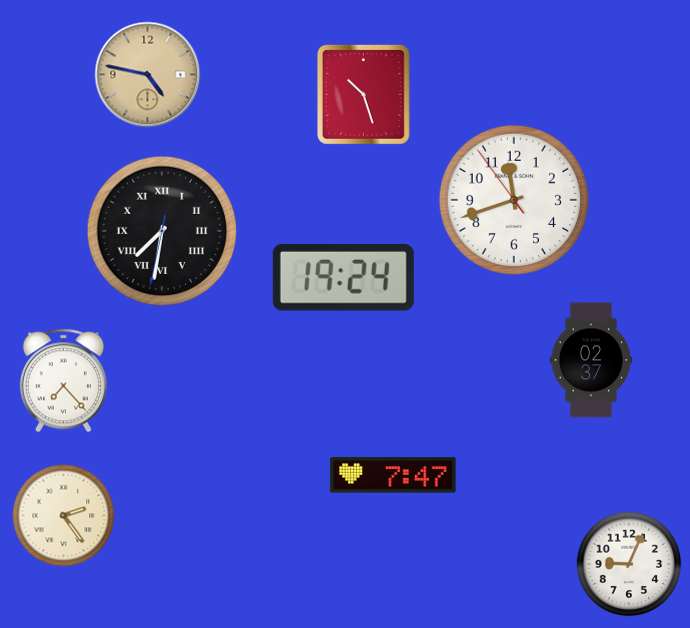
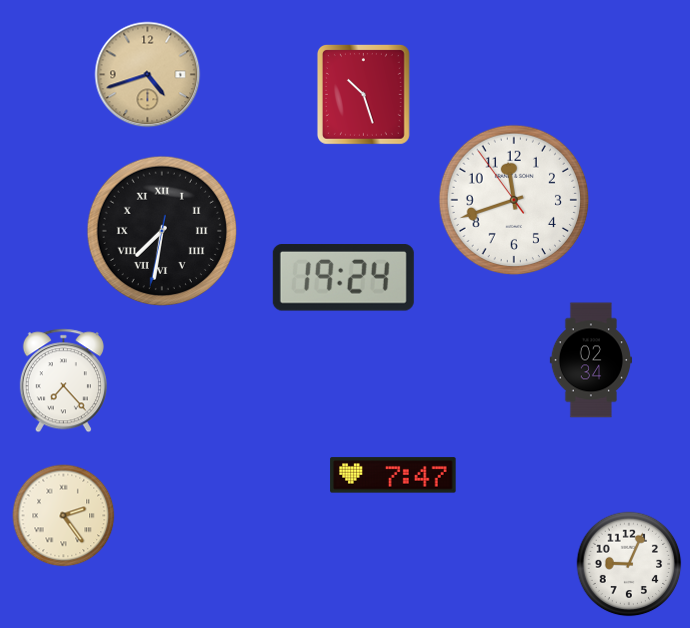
clock at (148, 75): 4:47 -> 4:42
clock at (591, 360): 02:37 -> 02:34
